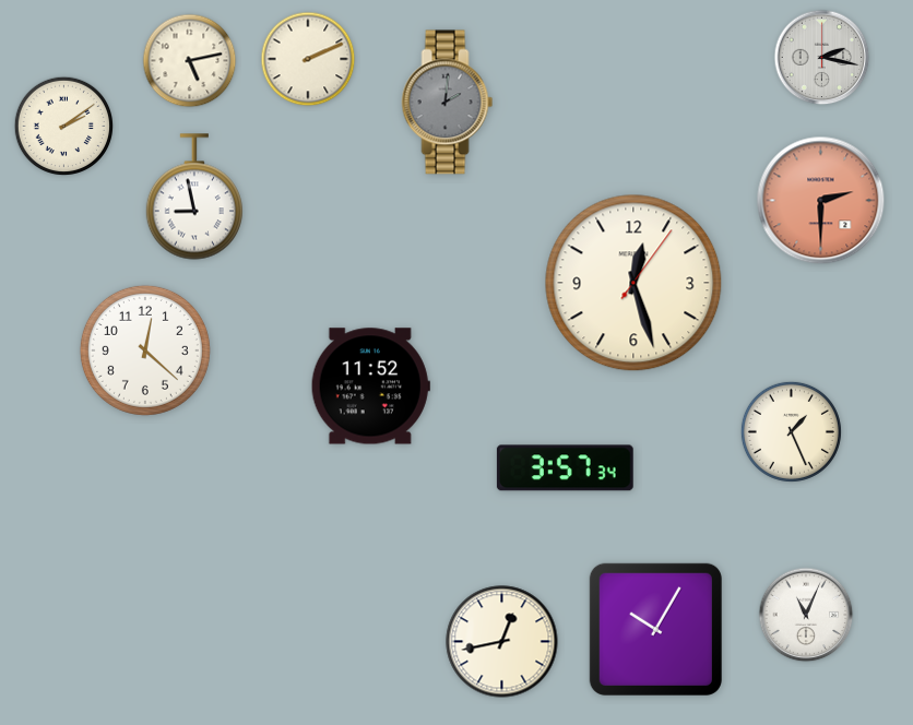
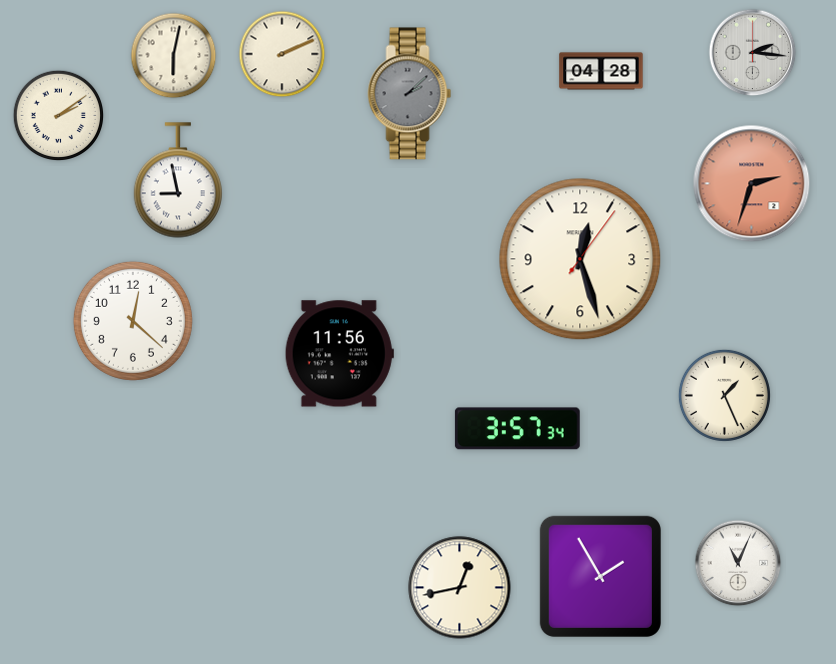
clock at (822, 58): 2:17 -> 2:16
clock at (190, 61): 5:13 -> 6:02
clock at (601, 71): none -> 04:28
clock at (448, 103): 2:01 -> 2:08
clock at (821, 201): 2:30 -> 2:33
clock at (370, 387): 11:52 -> 11:56
clock at (655, 629): 10:05 -> 1:55
